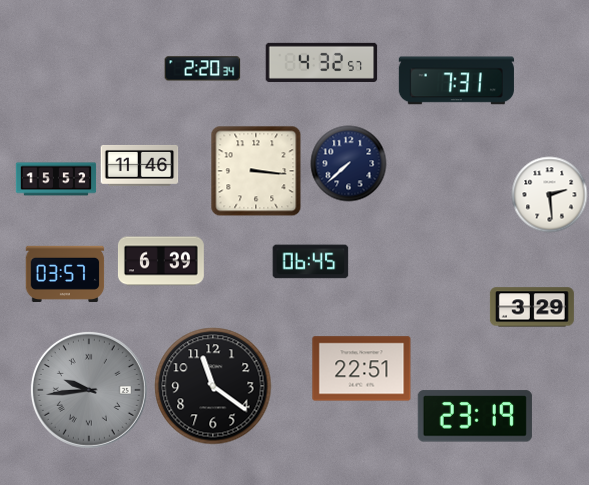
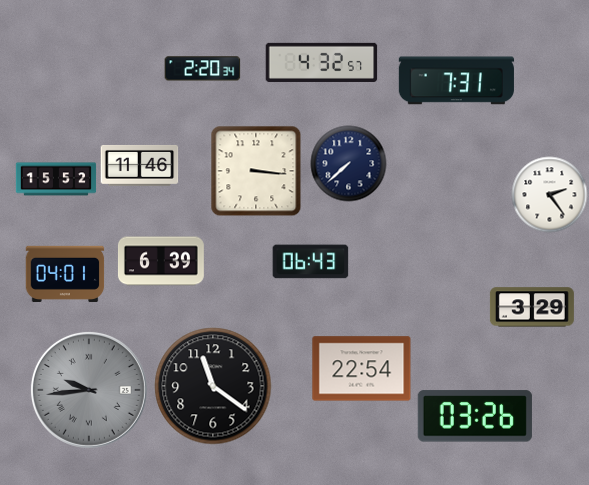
clock at (550, 195): 2:29 -> 2:24
clock at (311, 262): 06:45 -> 06:43
clock at (65, 274): 03:57 -> 04:01
clock at (362, 369): 22:51 -> 22:54
clock at (475, 416): 23:19 -> 03:26
